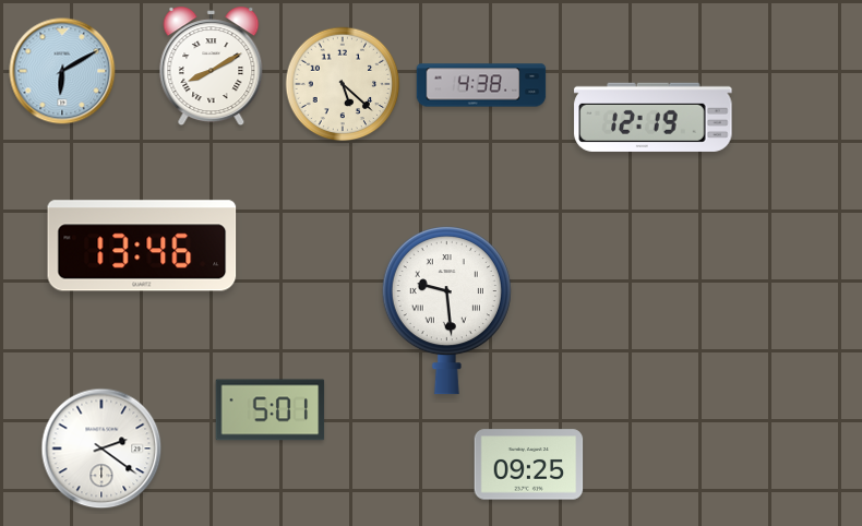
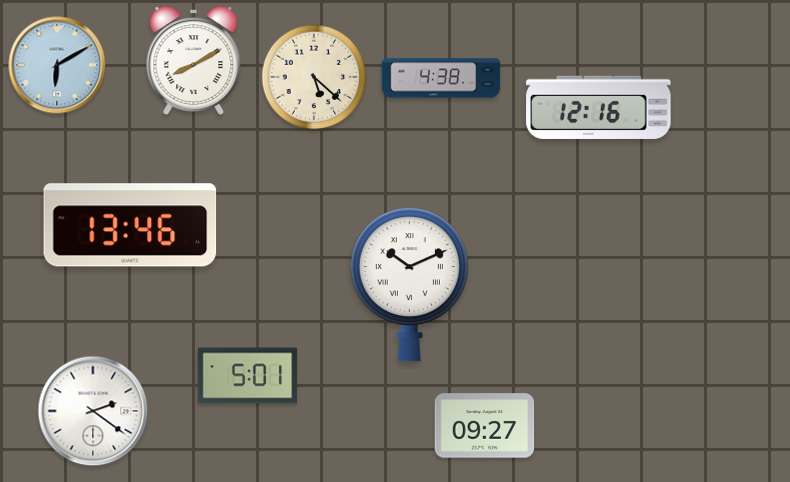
clock at (654, 117): 12:19 -> 12:16
clock at (446, 311): 9:29 -> 10:11
clock at (529, 465): 09:25 -> 09:27
